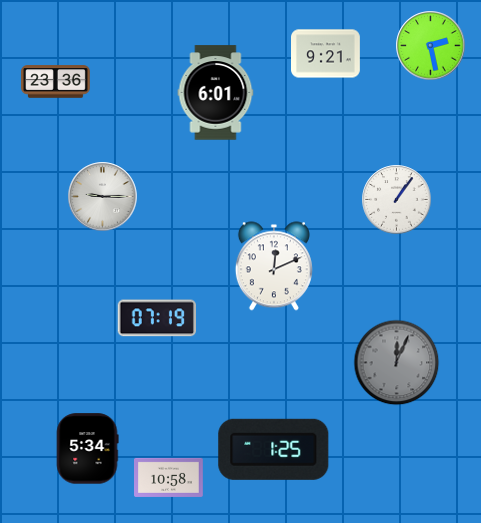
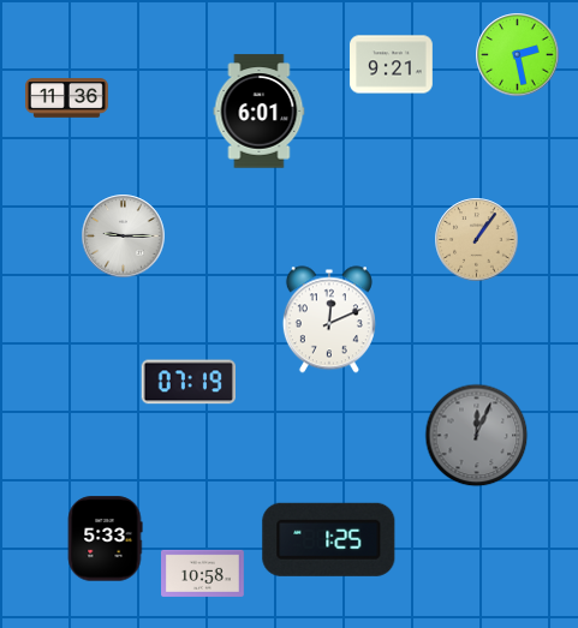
clock at (56, 82): 23:36 -> 11:36
clock at (397, 200) dial: white -> champagne
clock at (87, 449): 5:34 -> 5:33
